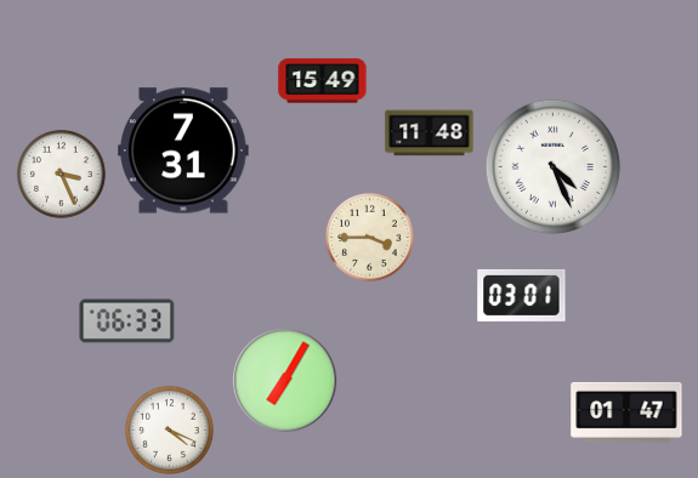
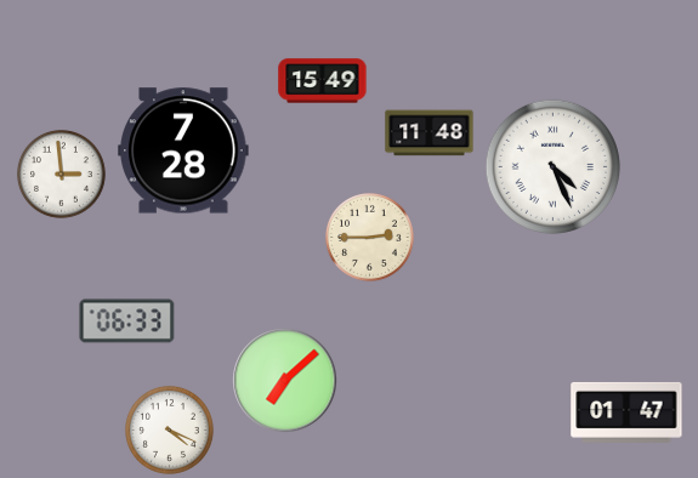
clock at (183, 150): 7:31 -> 7:28
clock at (62, 175): 3:26 -> 2:59
clock at (370, 238): 3:45 -> 2:45
clock at (522, 295): 03:01 -> none
clock at (285, 381): 7:05 -> 7:08
